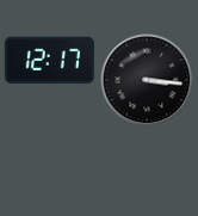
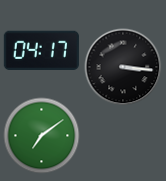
clock at (49, 61): 12:17 -> 04:17
clock at (42, 136): none -> 7:09
